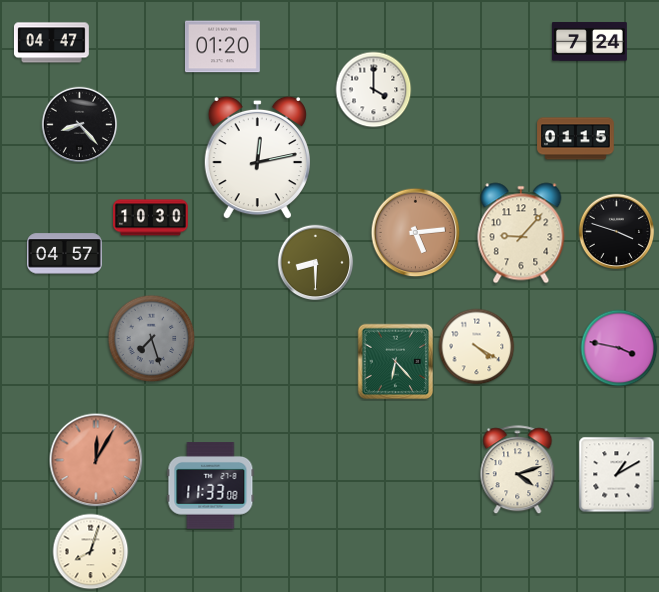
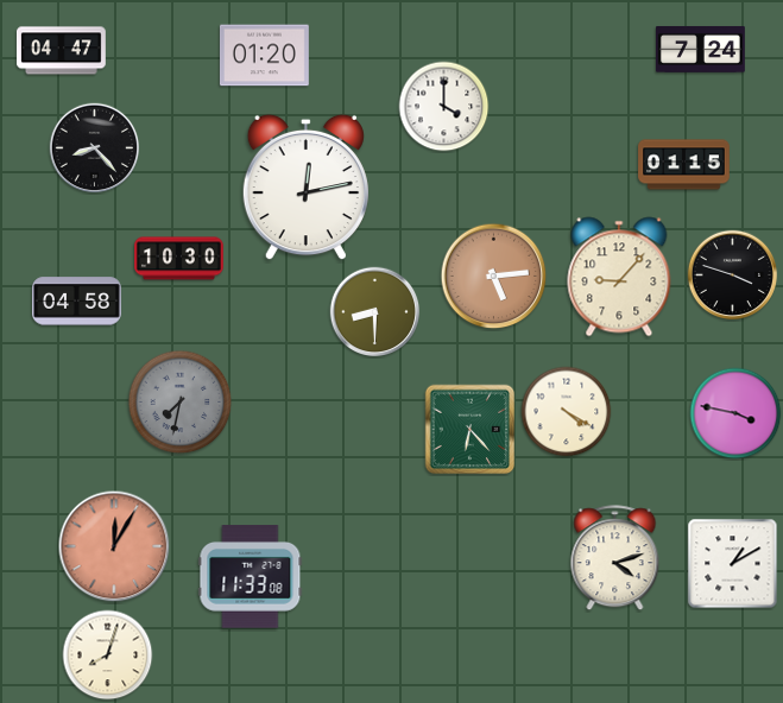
clock at (65, 254): 04:57 -> 04:58
clock at (152, 339): 7:27 -> 7:32
